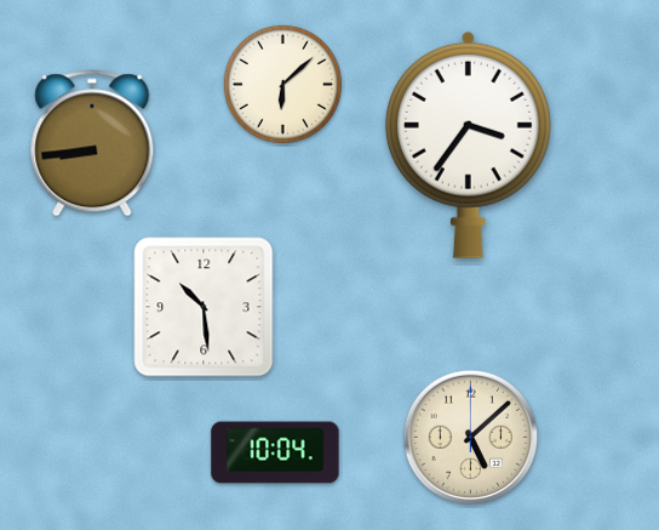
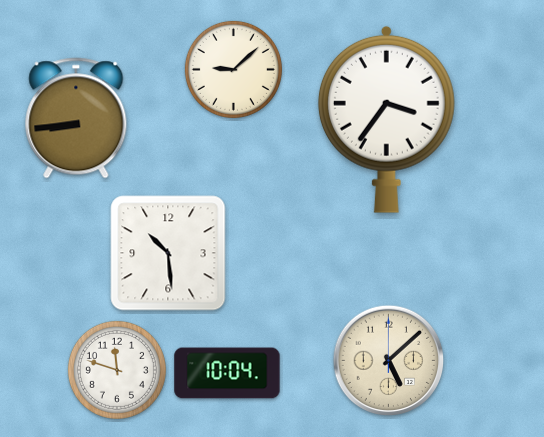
clock at (282, 84): 6:08 -> 9:08
clock at (117, 370): none -> 11:48
